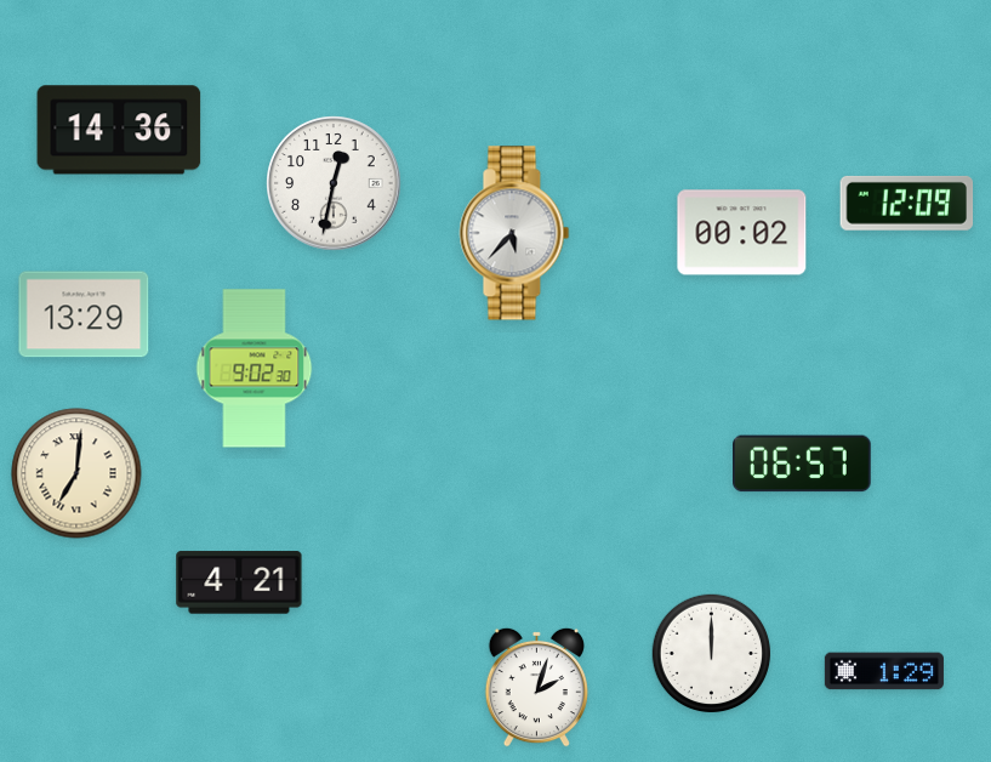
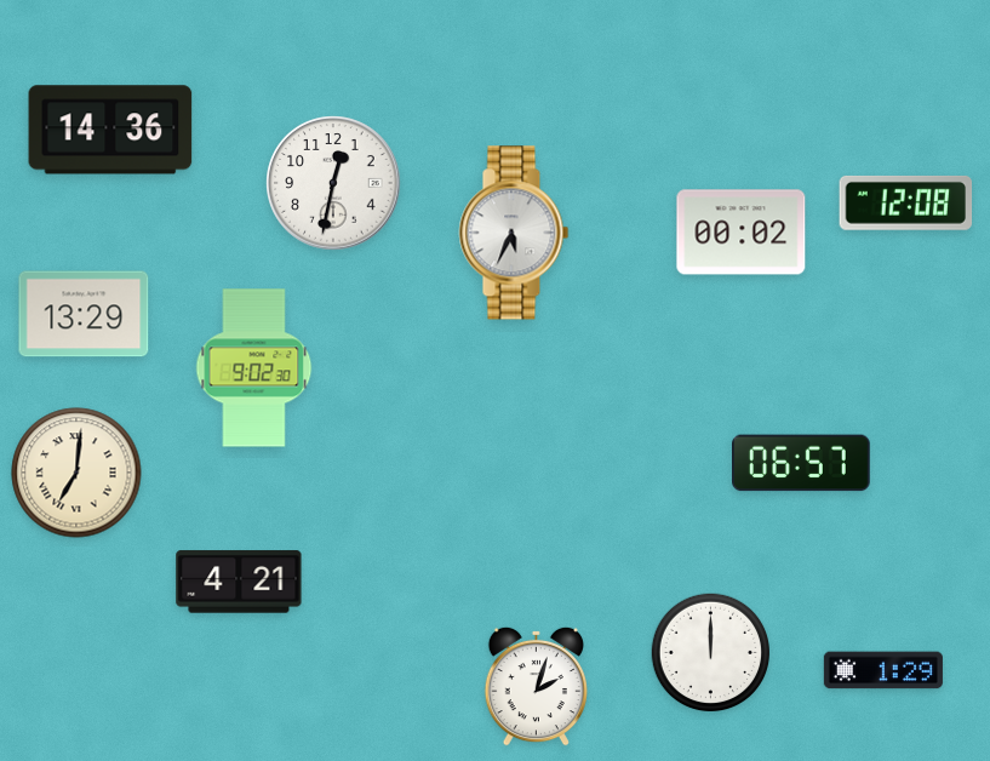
clock at (119, 130) position: (119, 130) -> (110, 130)
clock at (907, 203): 12:09 -> 12:08
clock at (514, 233): 5:37 -> 5:34
